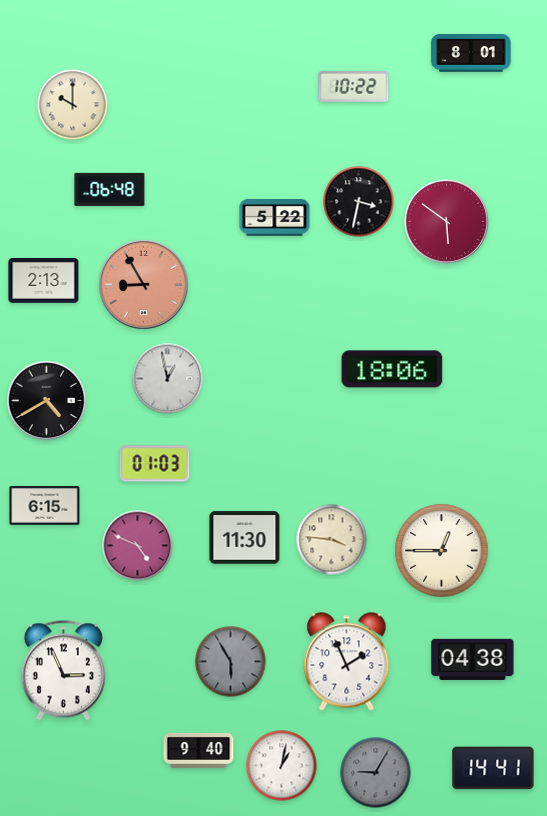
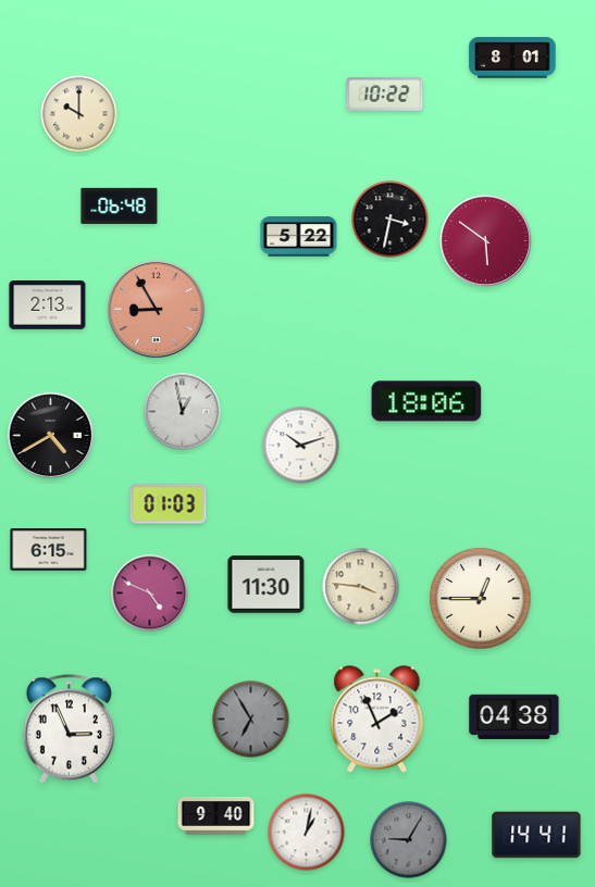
clock at (301, 446): none -> 10:12
clock at (231, 662): 5:55 -> 6:55
